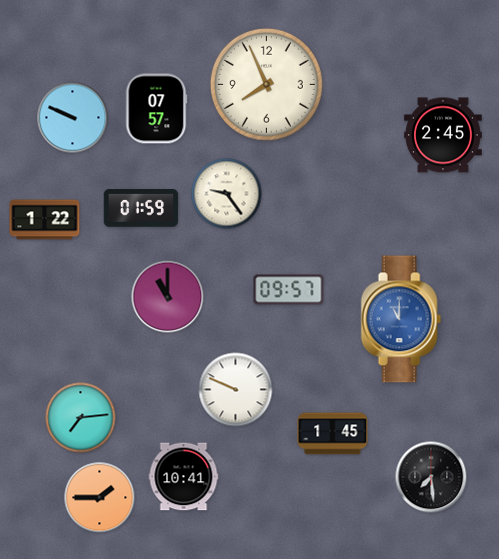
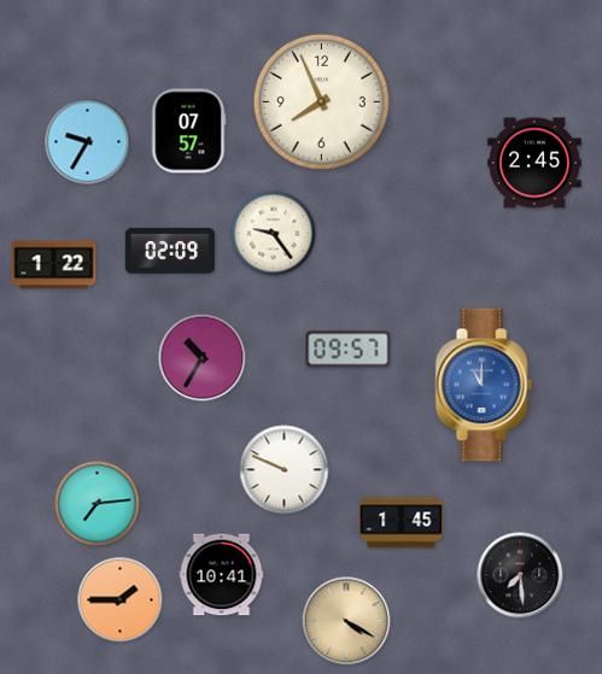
clock at (73, 118): 9:49 -> 9:35
clock at (141, 209): 01:59 -> 02:09
clock at (168, 297): 11:00 -> 10:35
clock at (346, 621): none -> 4:20
